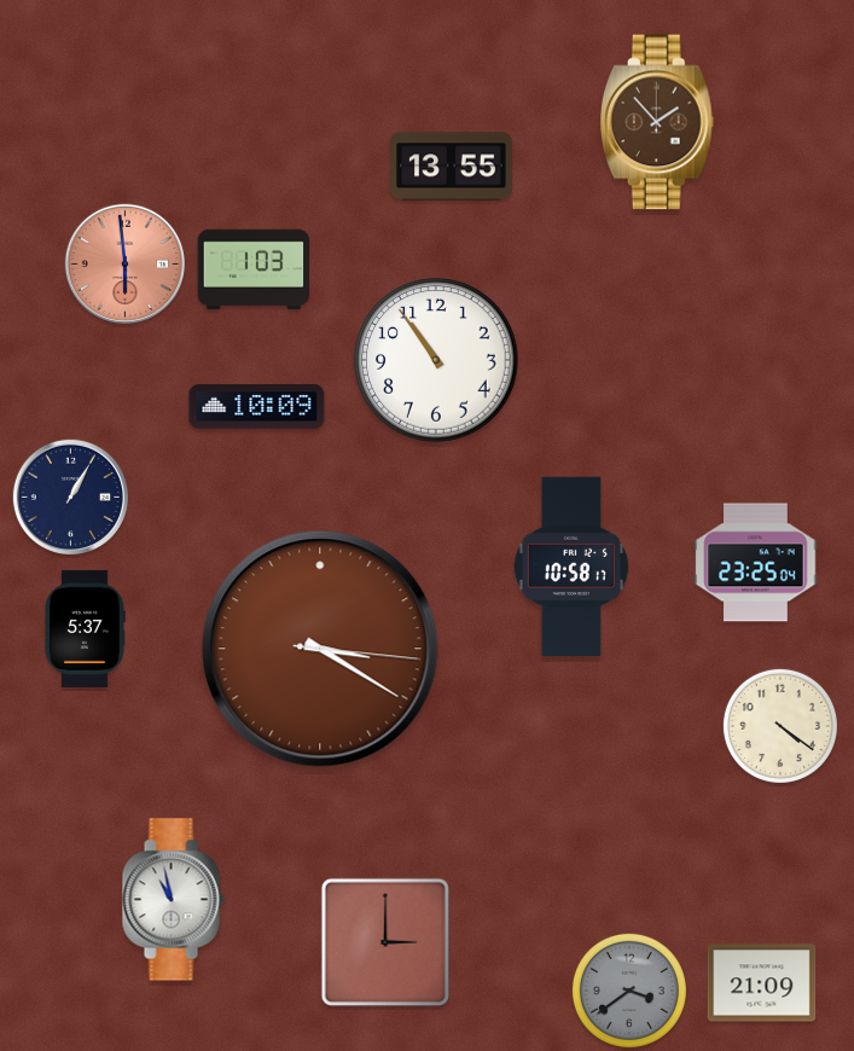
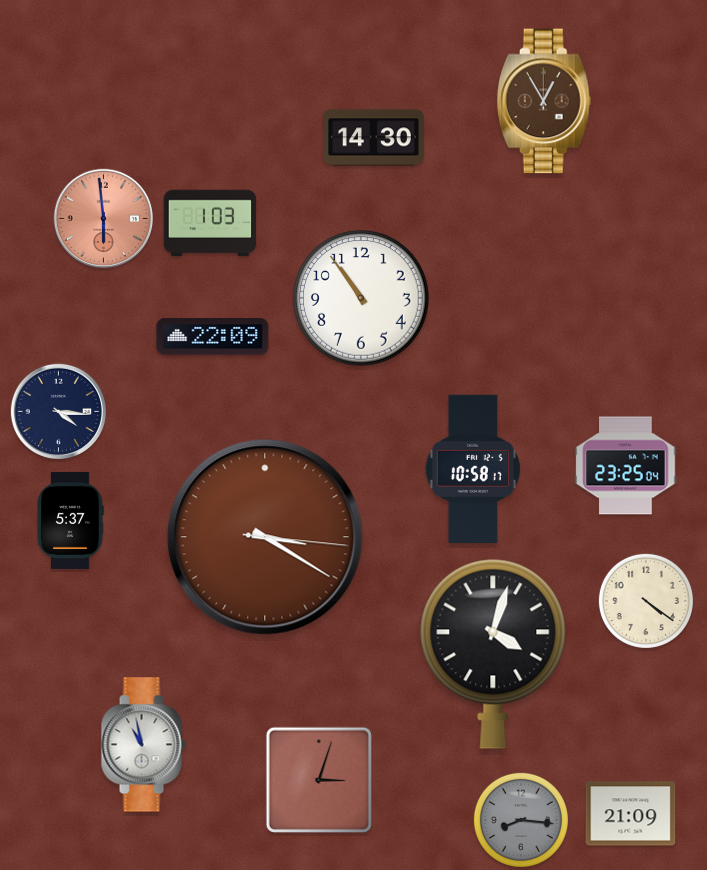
clock at (657, 122): 1:53 -> 12:55
clock at (452, 167): 13:55 -> 14:30
clock at (257, 407): 10:09 -> 22:09
clock at (70, 497): 1:05 -> 4:16
clock at (493, 654): none -> 4:03
clock at (385, 942): 3:00 -> 3:03
clock at (629, 991): 3:39 -> 8:16
